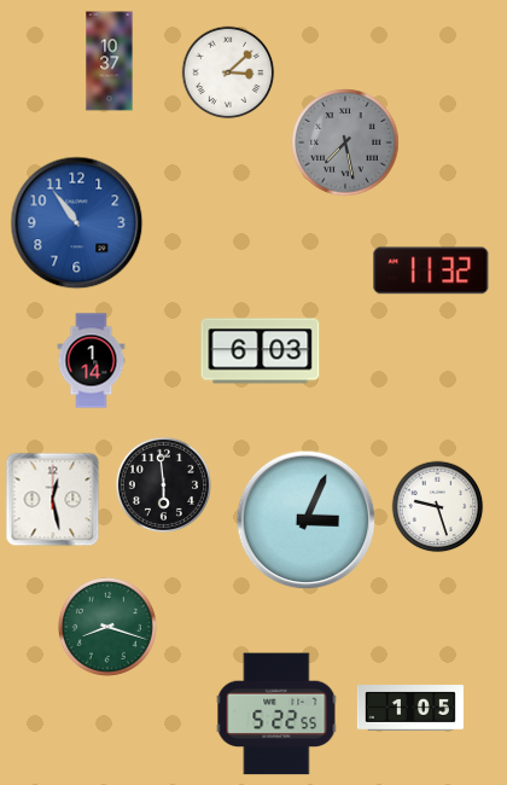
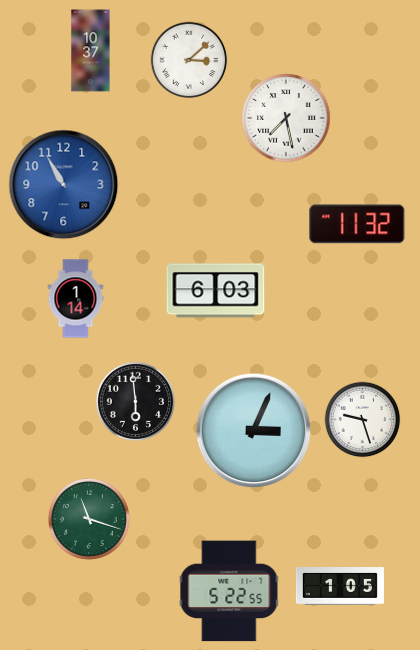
clock at (345, 143) dial: grey -> white
clock at (77, 223): 10:54 -> 10:55
clock at (53, 500): 12:28 -> none
clock at (107, 627): 8:18 -> 11:18
